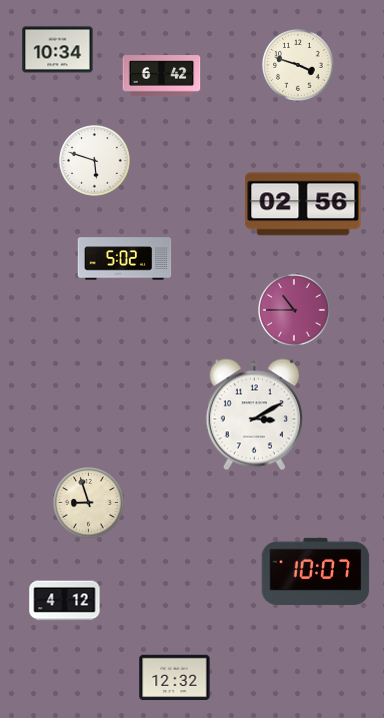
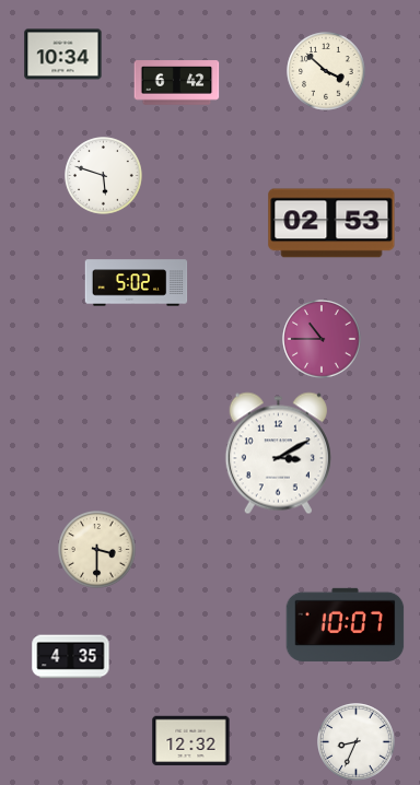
clock at (298, 65): 3:48 -> 3:52
clock at (303, 204): 02:56 -> 02:53
clock at (89, 503): 8:57 -> 3:30
clock at (65, 601): 4:12 -> 4:35
clock at (357, 742): none -> 8:34
